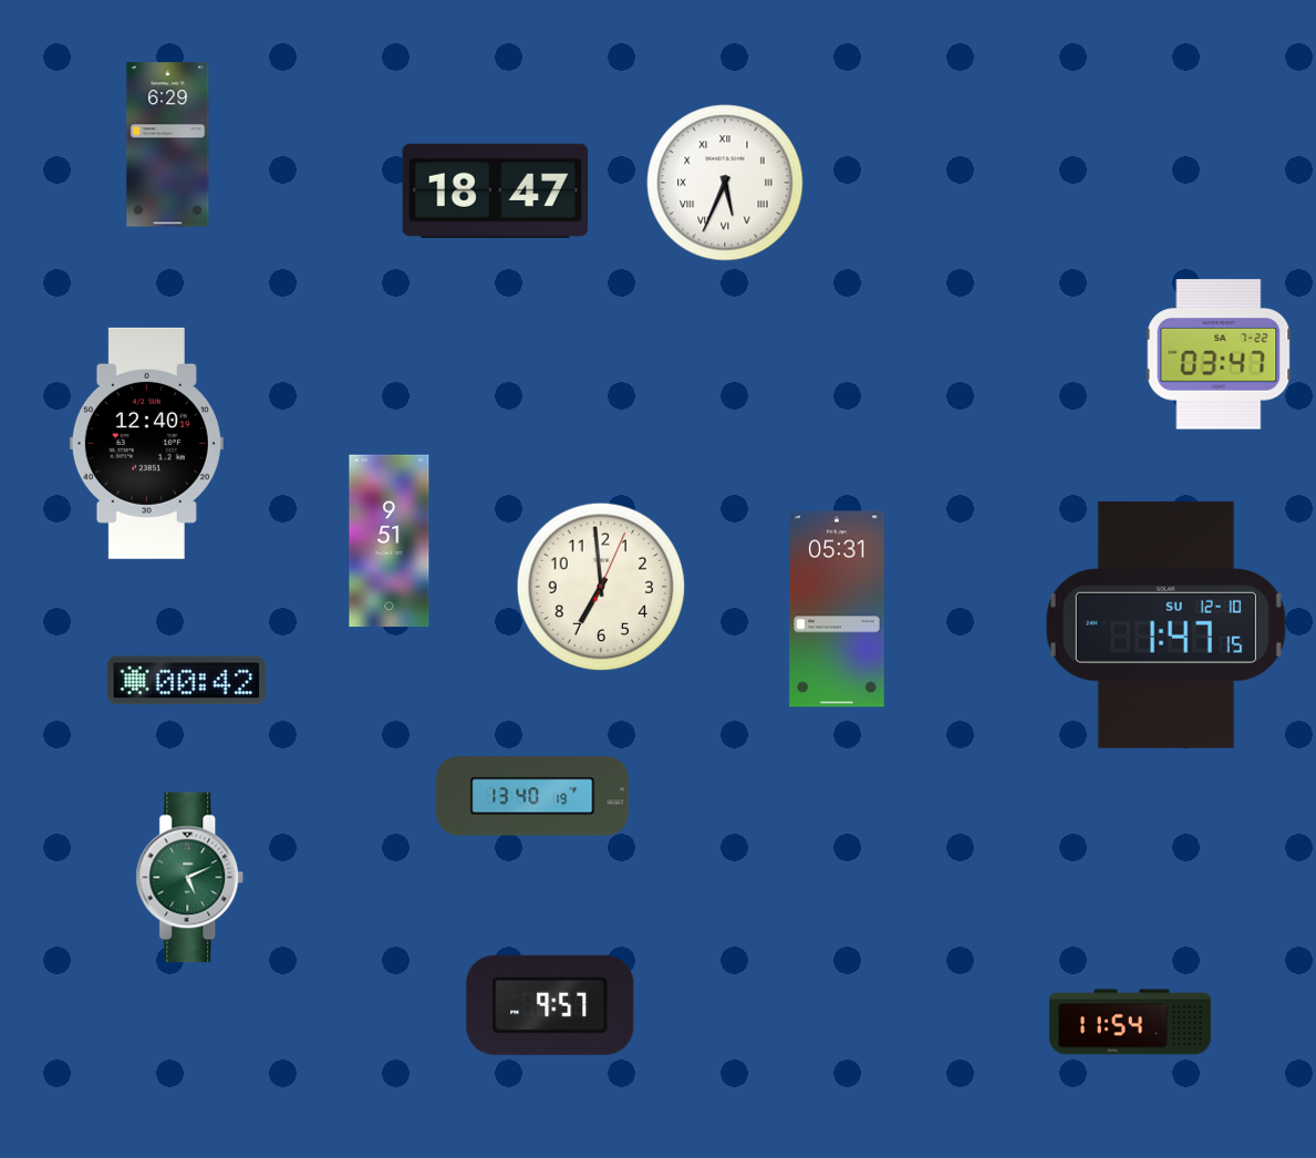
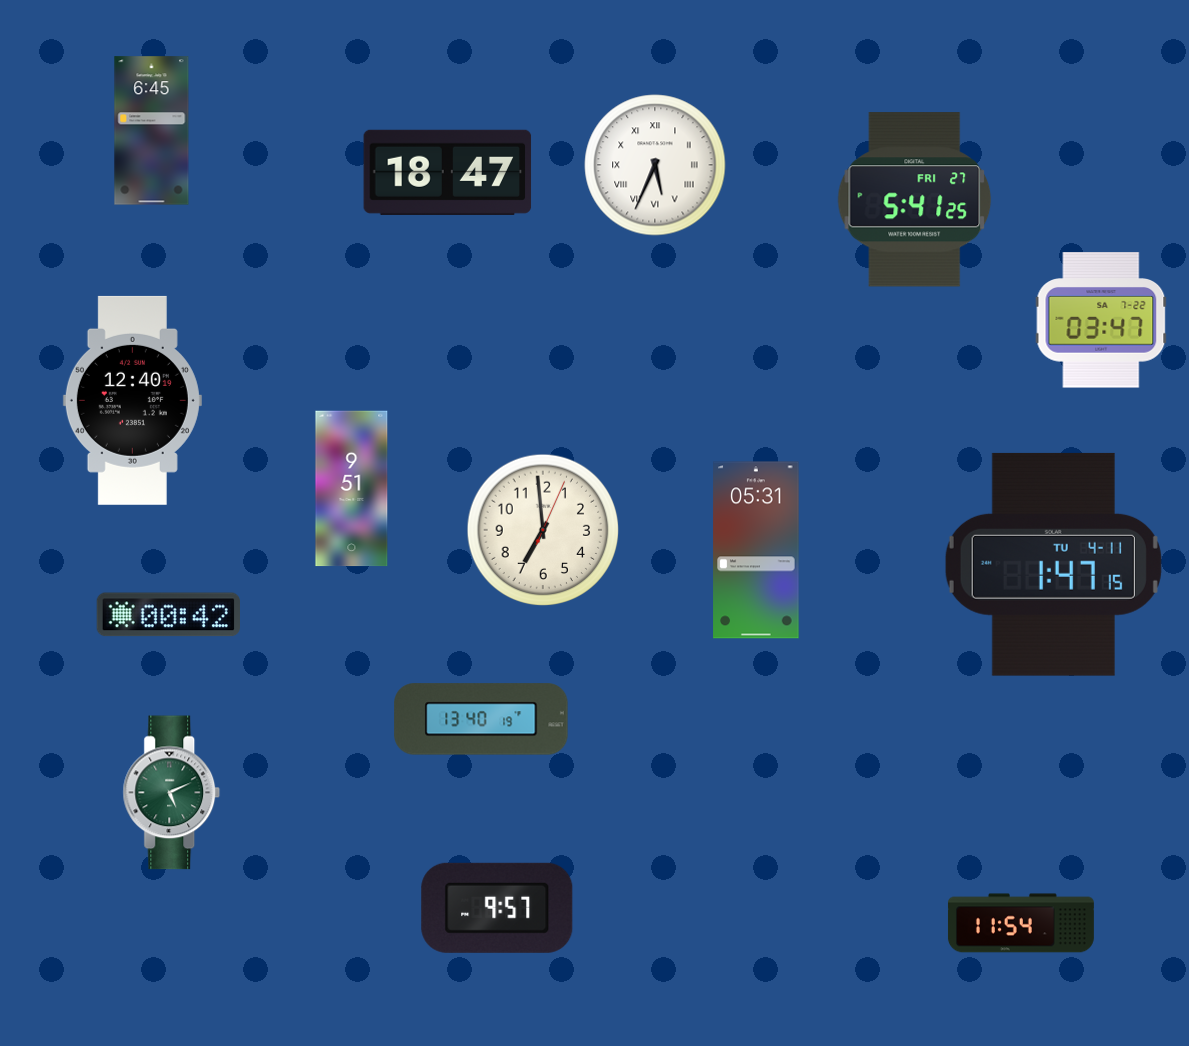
clock at (168, 145): 6:29 -> 6:45
clock at (915, 200): none -> 5:41
clock at (1165, 624) date: SU 12-10 -> TU 4-11
